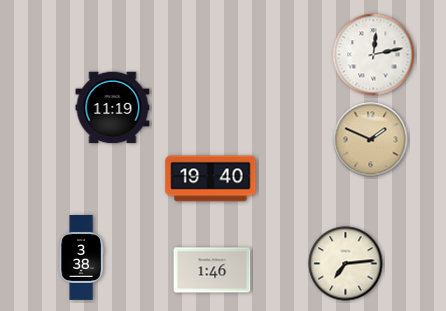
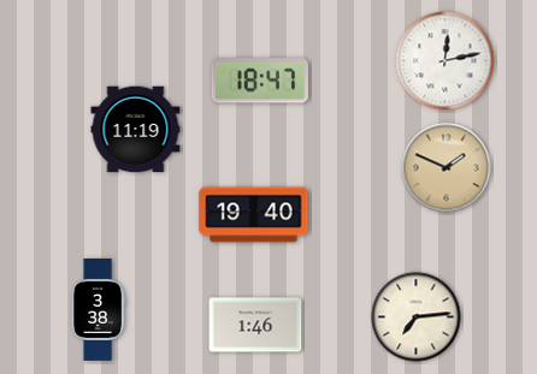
clock at (374, 55) position: (374, 55) -> (445, 61)
clock at (260, 81): none -> 18:47
